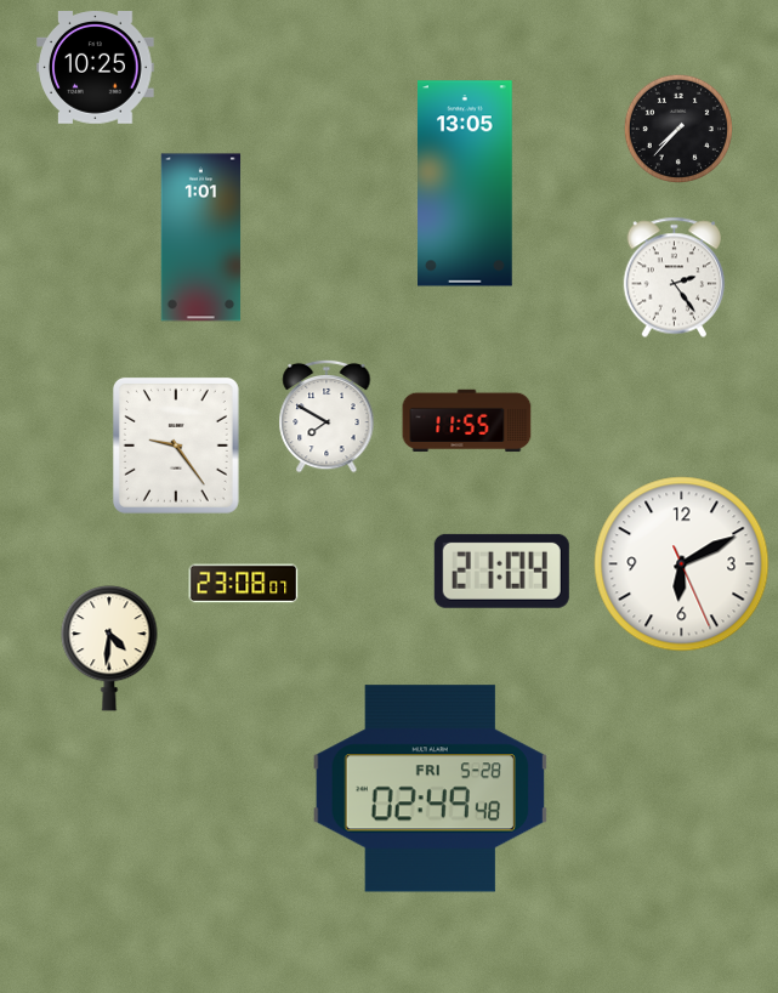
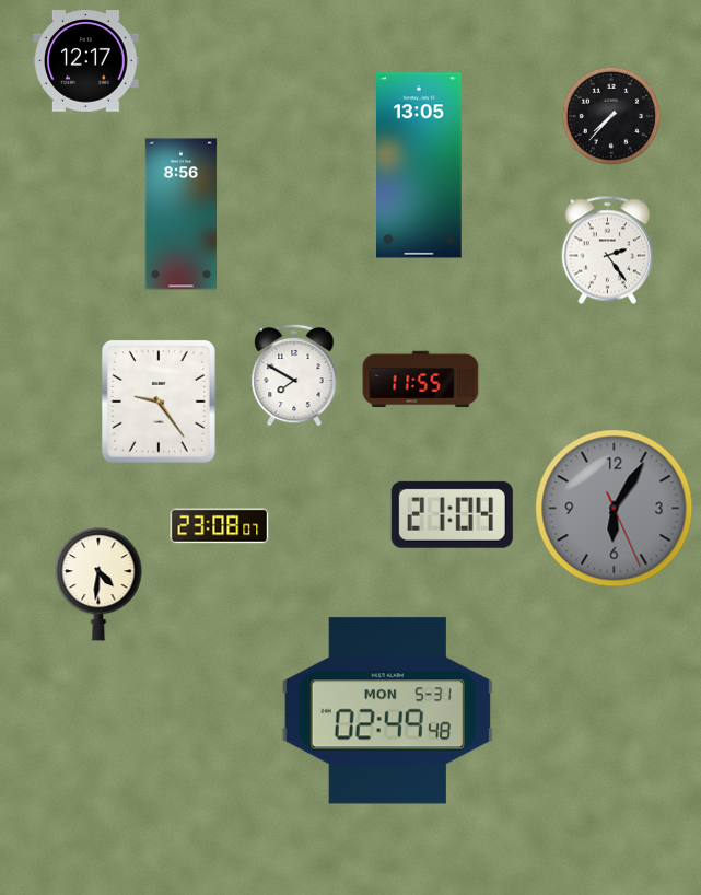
clock at (96, 68): 10:25 -> 12:17
clock at (201, 238): 1:01 -> 8:56
clock at (682, 564): 6:10 -> 6:05
clock at (682, 564) dial: white -> grey
clock at (431, 789) date: FRI 5-28 -> MON 5-31
